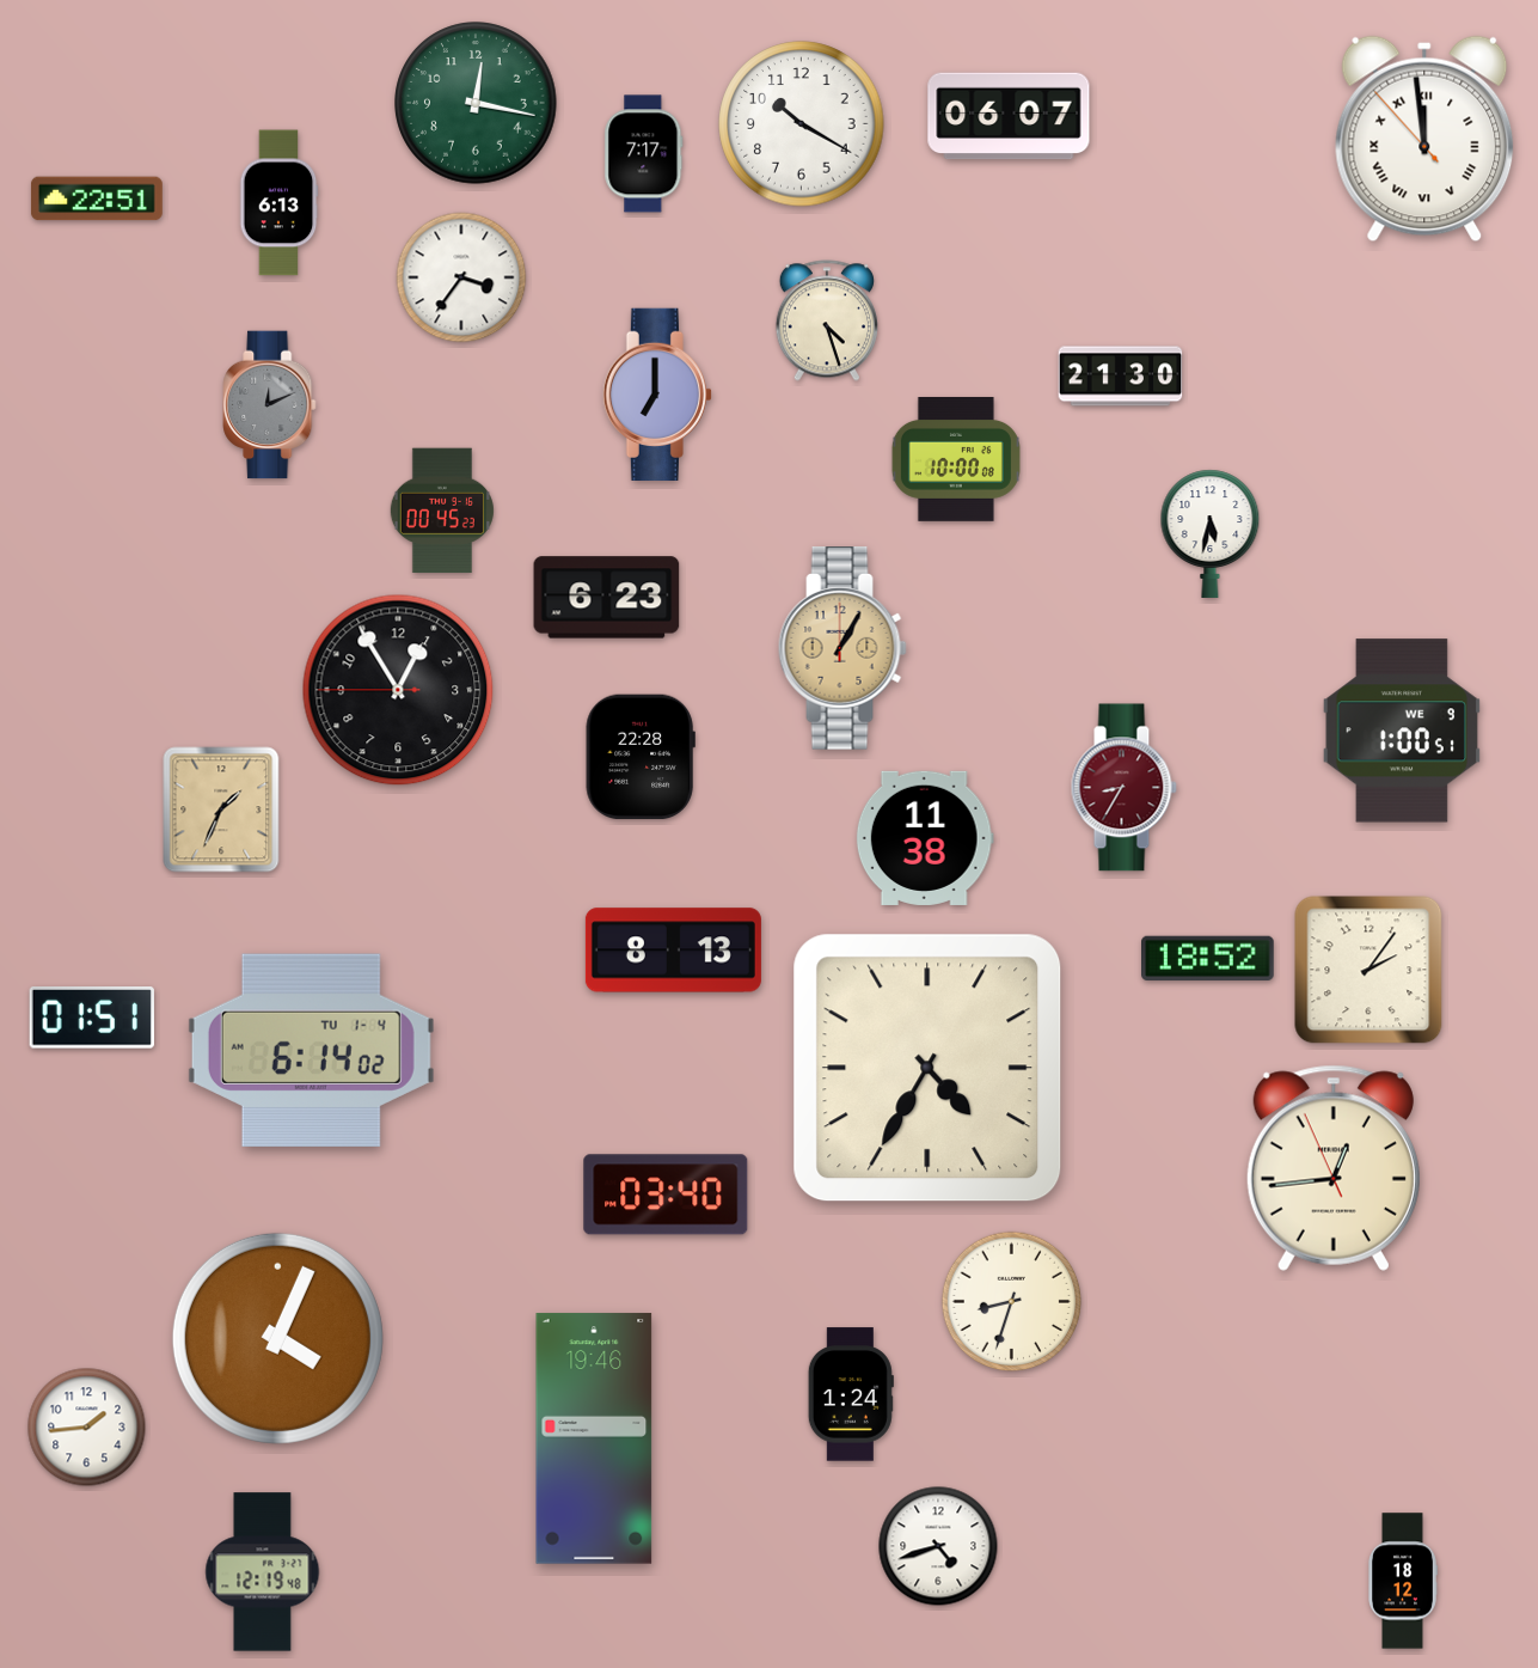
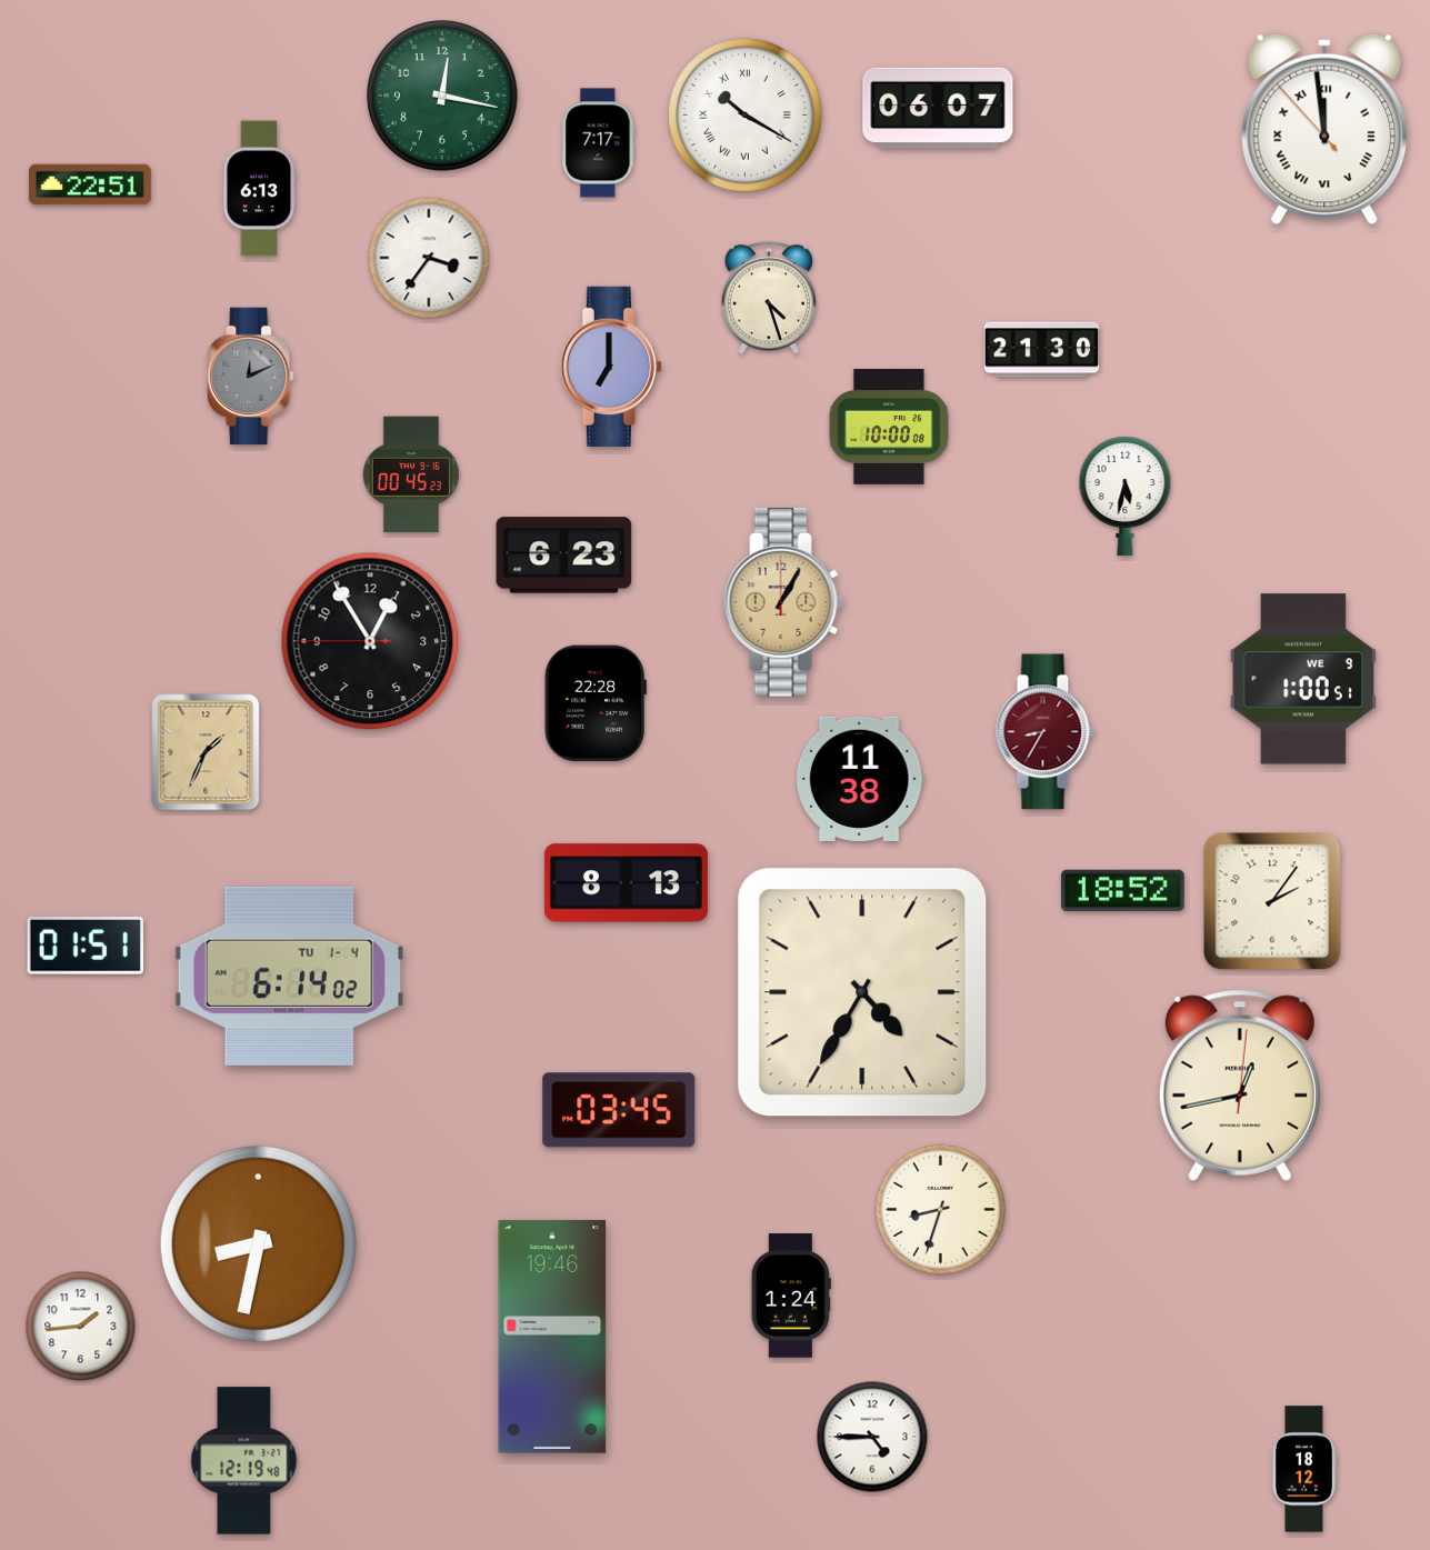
clock at (802, 124) numerals: Arabic -> Roman
clock at (1334, 1168): 12:43:56 -> 12:43:01
clock at (666, 1195): 03:40 -> 03:45
clock at (277, 1338): 4:04 -> 8:32
clock at (938, 1546): 4:42 -> 4:45
